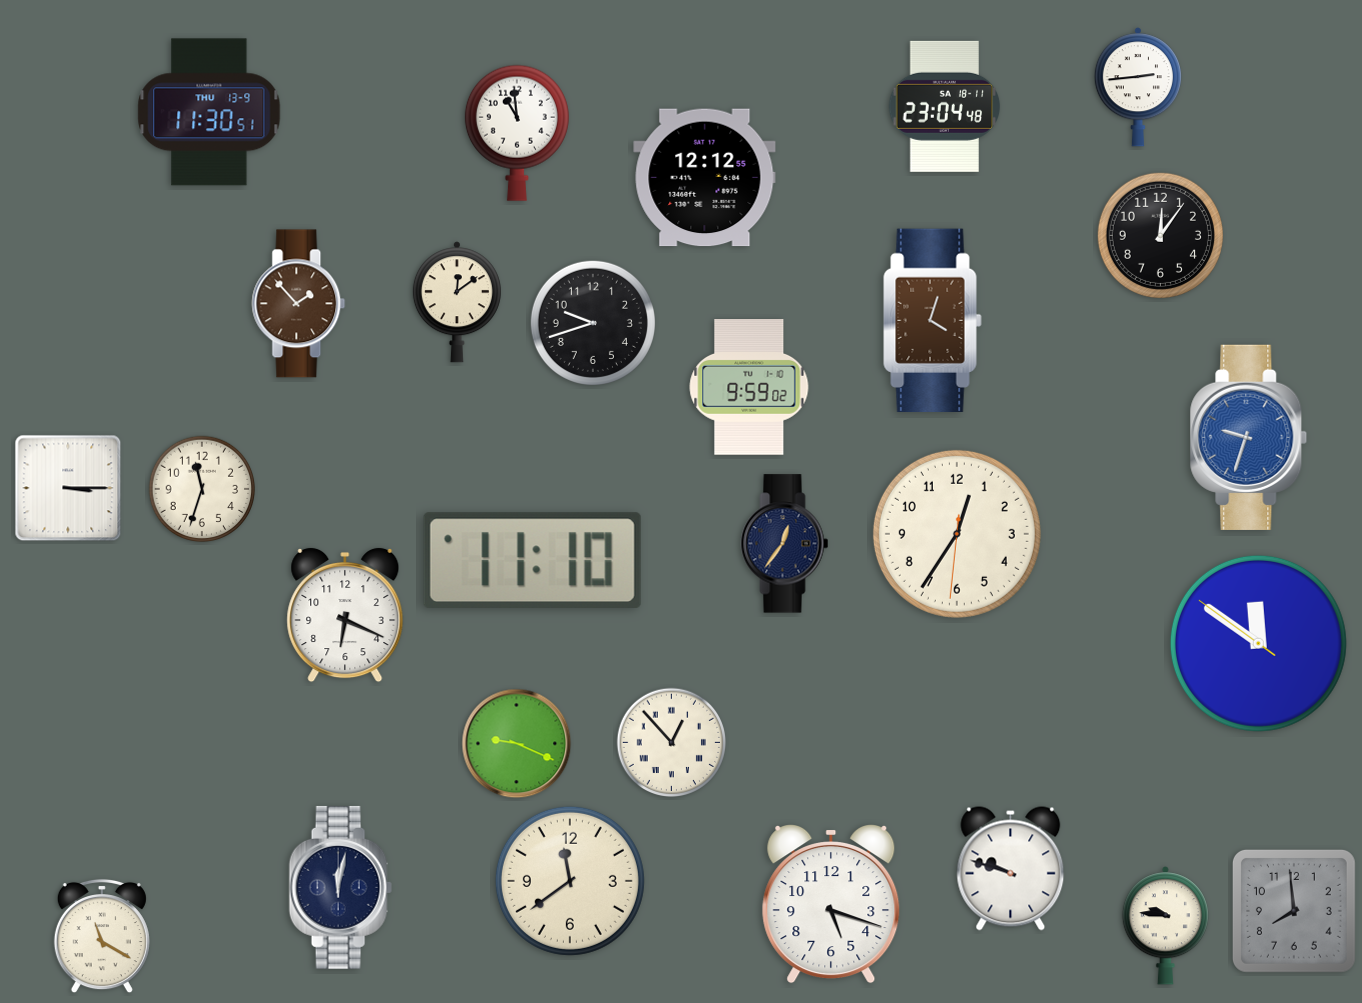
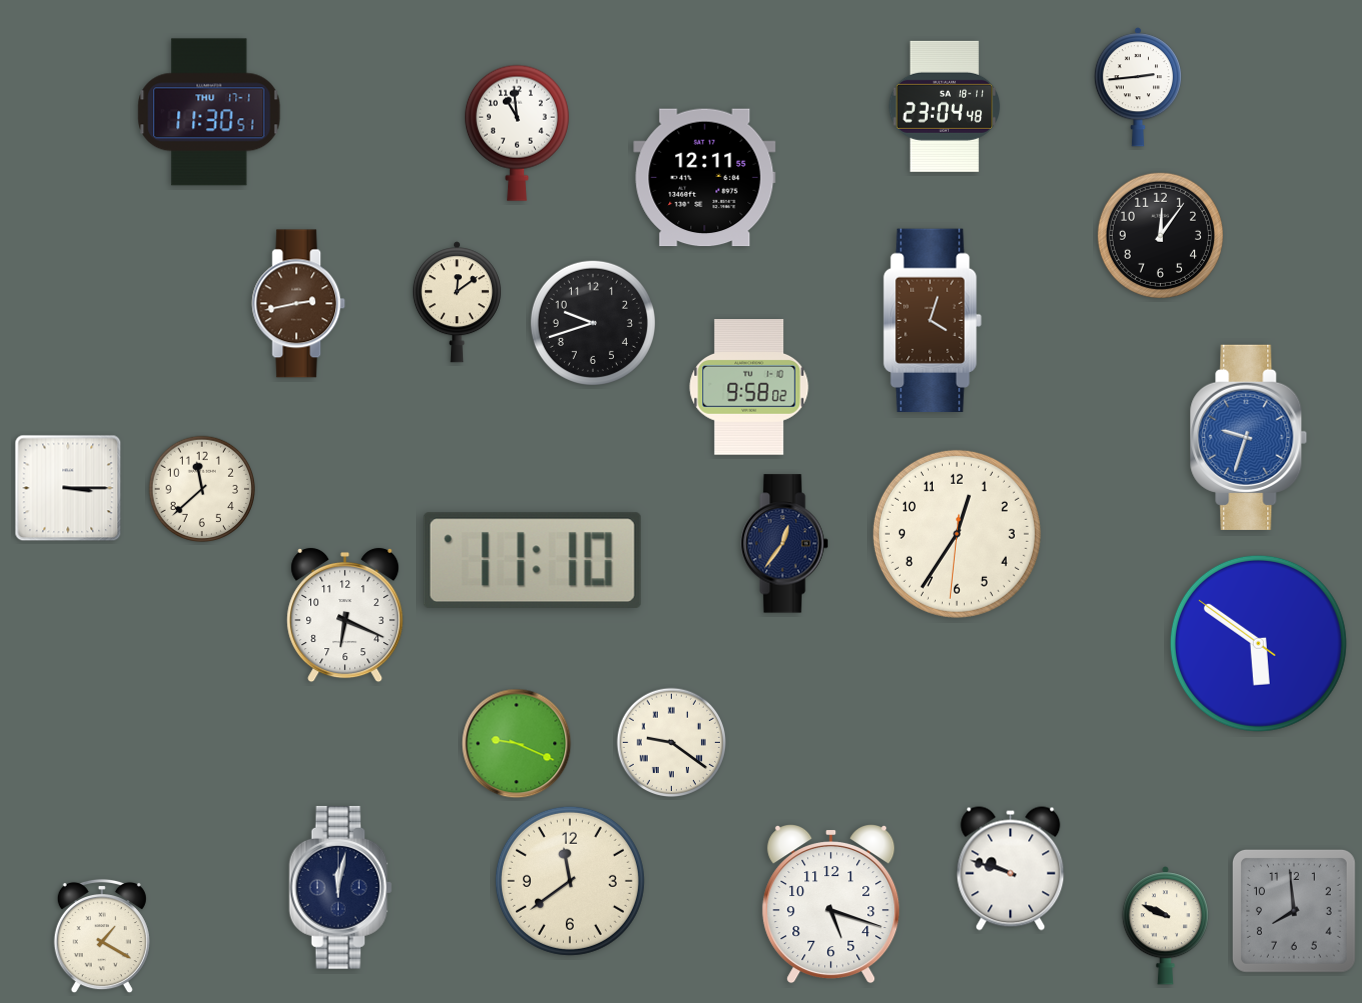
clock at (209, 112) date: THU 13-9 -> THU 17-1
clock at (705, 178): 12:12 -> 12:11
clock at (299, 304): 1:53 -> 2:43
clock at (749, 387): 9:59 -> 9:58
clock at (202, 489): 11:33 -> 11:38
clock at (1258, 643): 11:50 -> 5:50
clock at (672, 743): 12:53 -> 9:21
clock at (1165, 926): 9:46 -> 9:49
clock at (102, 936): 11:20 -> 1:20
